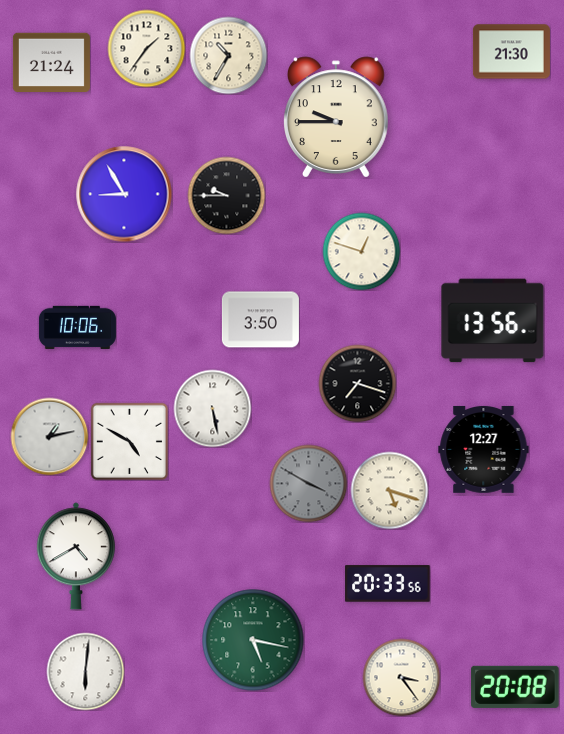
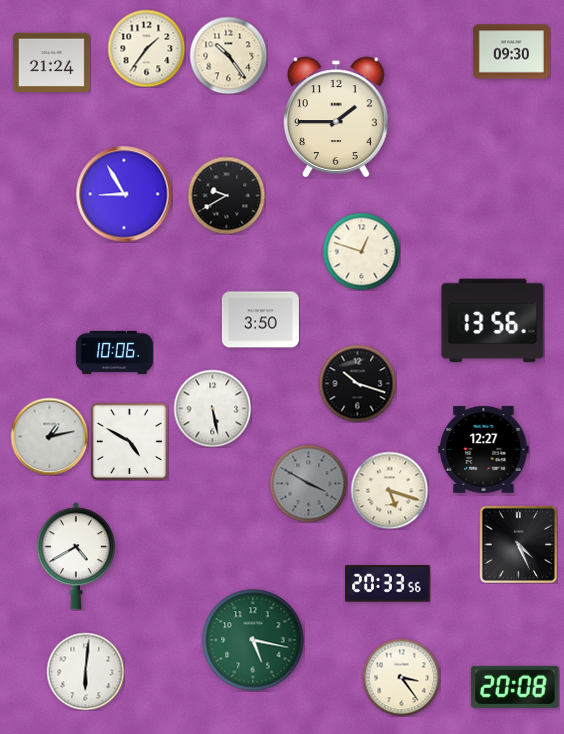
clock at (511, 52): 21:30 -> 09:30
clock at (228, 55): 10:35 -> 10:24
clock at (337, 117): 9:45 -> 1:45
clock at (226, 195): 9:45 -> 9:40
clock at (77, 327) position: (77, 327) -> (114, 352)
clock at (357, 383): 7:18 -> 10:18
clock at (518, 544): none -> 4:26
